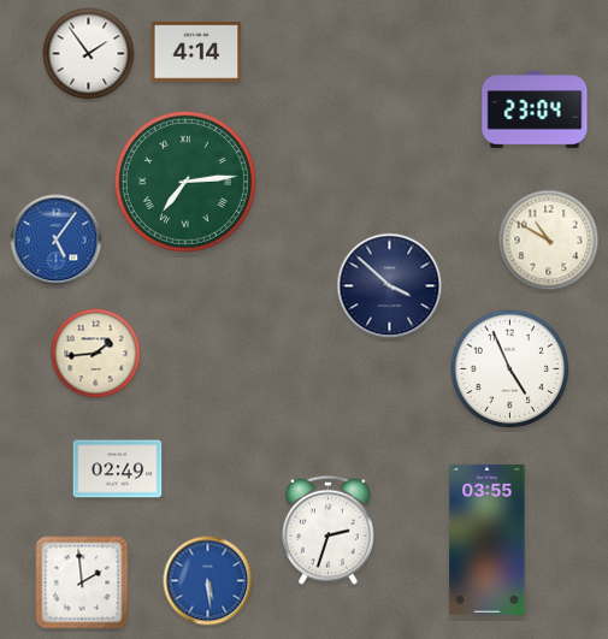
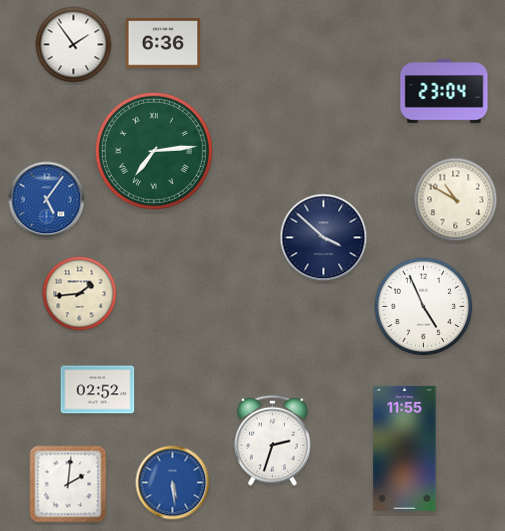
clock at (196, 52): 4:14 -> 6:36
clock at (118, 469): 02:49 -> 02:52
clock at (488, 539): 03:55 -> 11:55
clock at (82, 582): 1:59 -> 2:01
